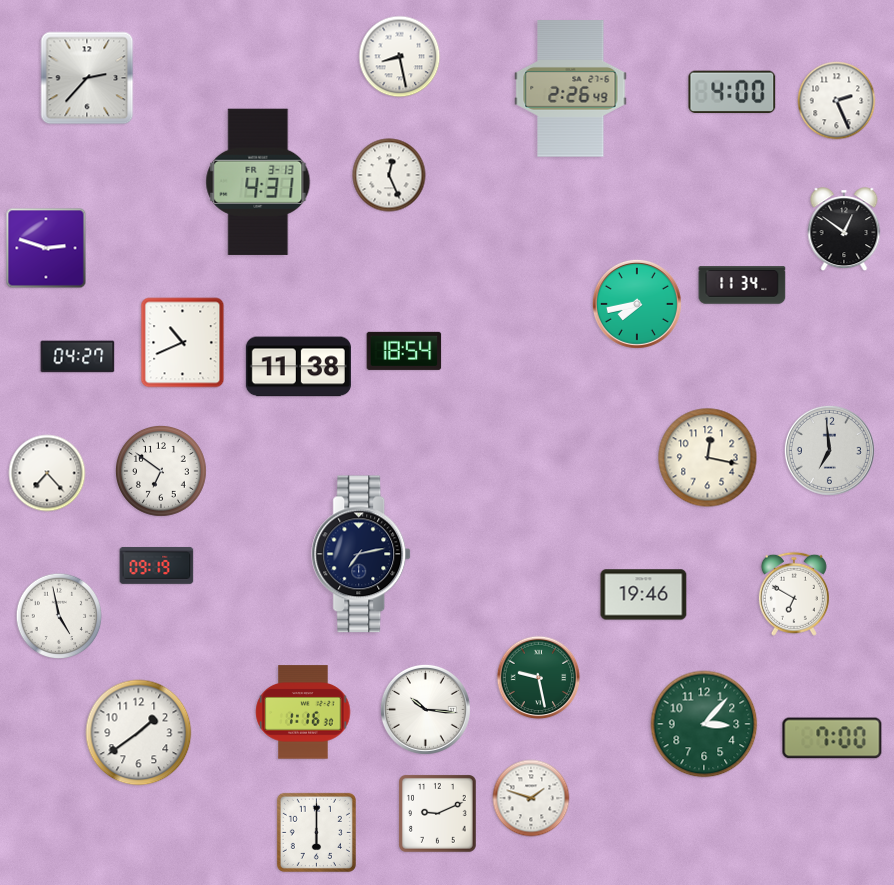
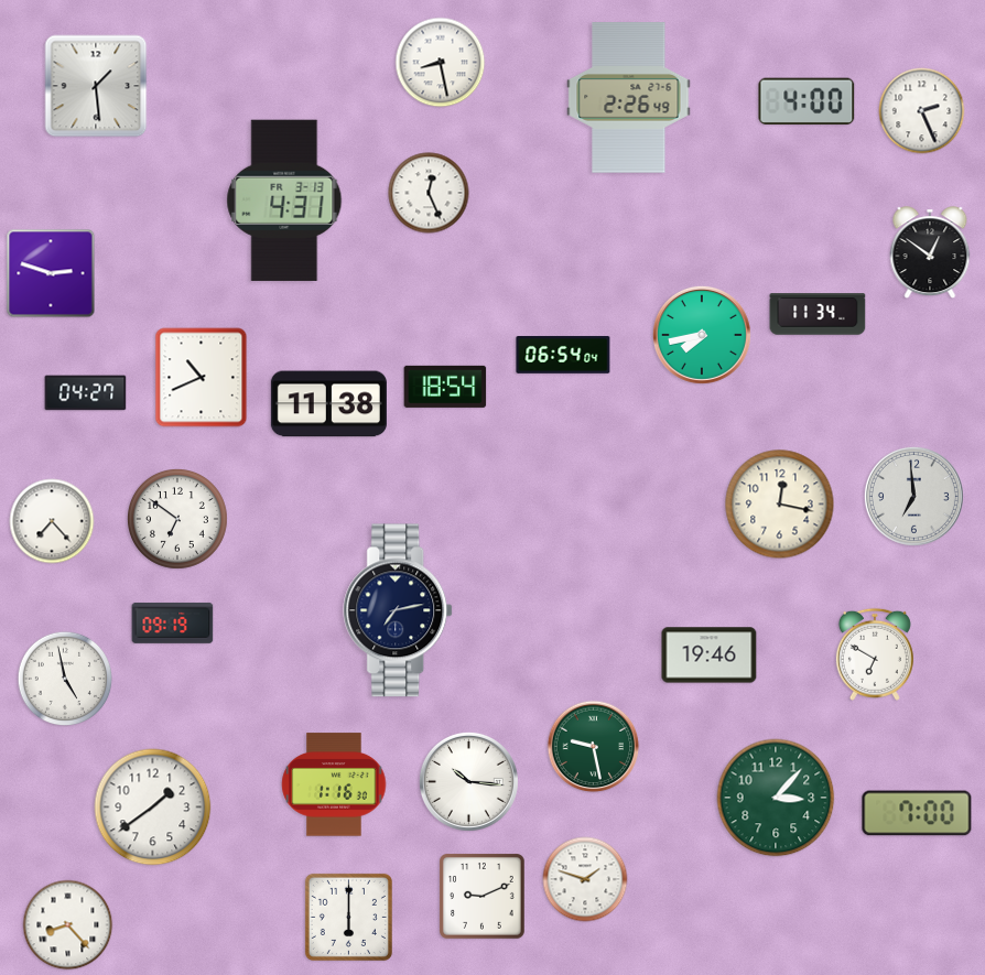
clock at (87, 78): 2:37 -> 1:29
clock at (563, 355): none -> 06:54
clock at (68, 925): none -> 8:23
